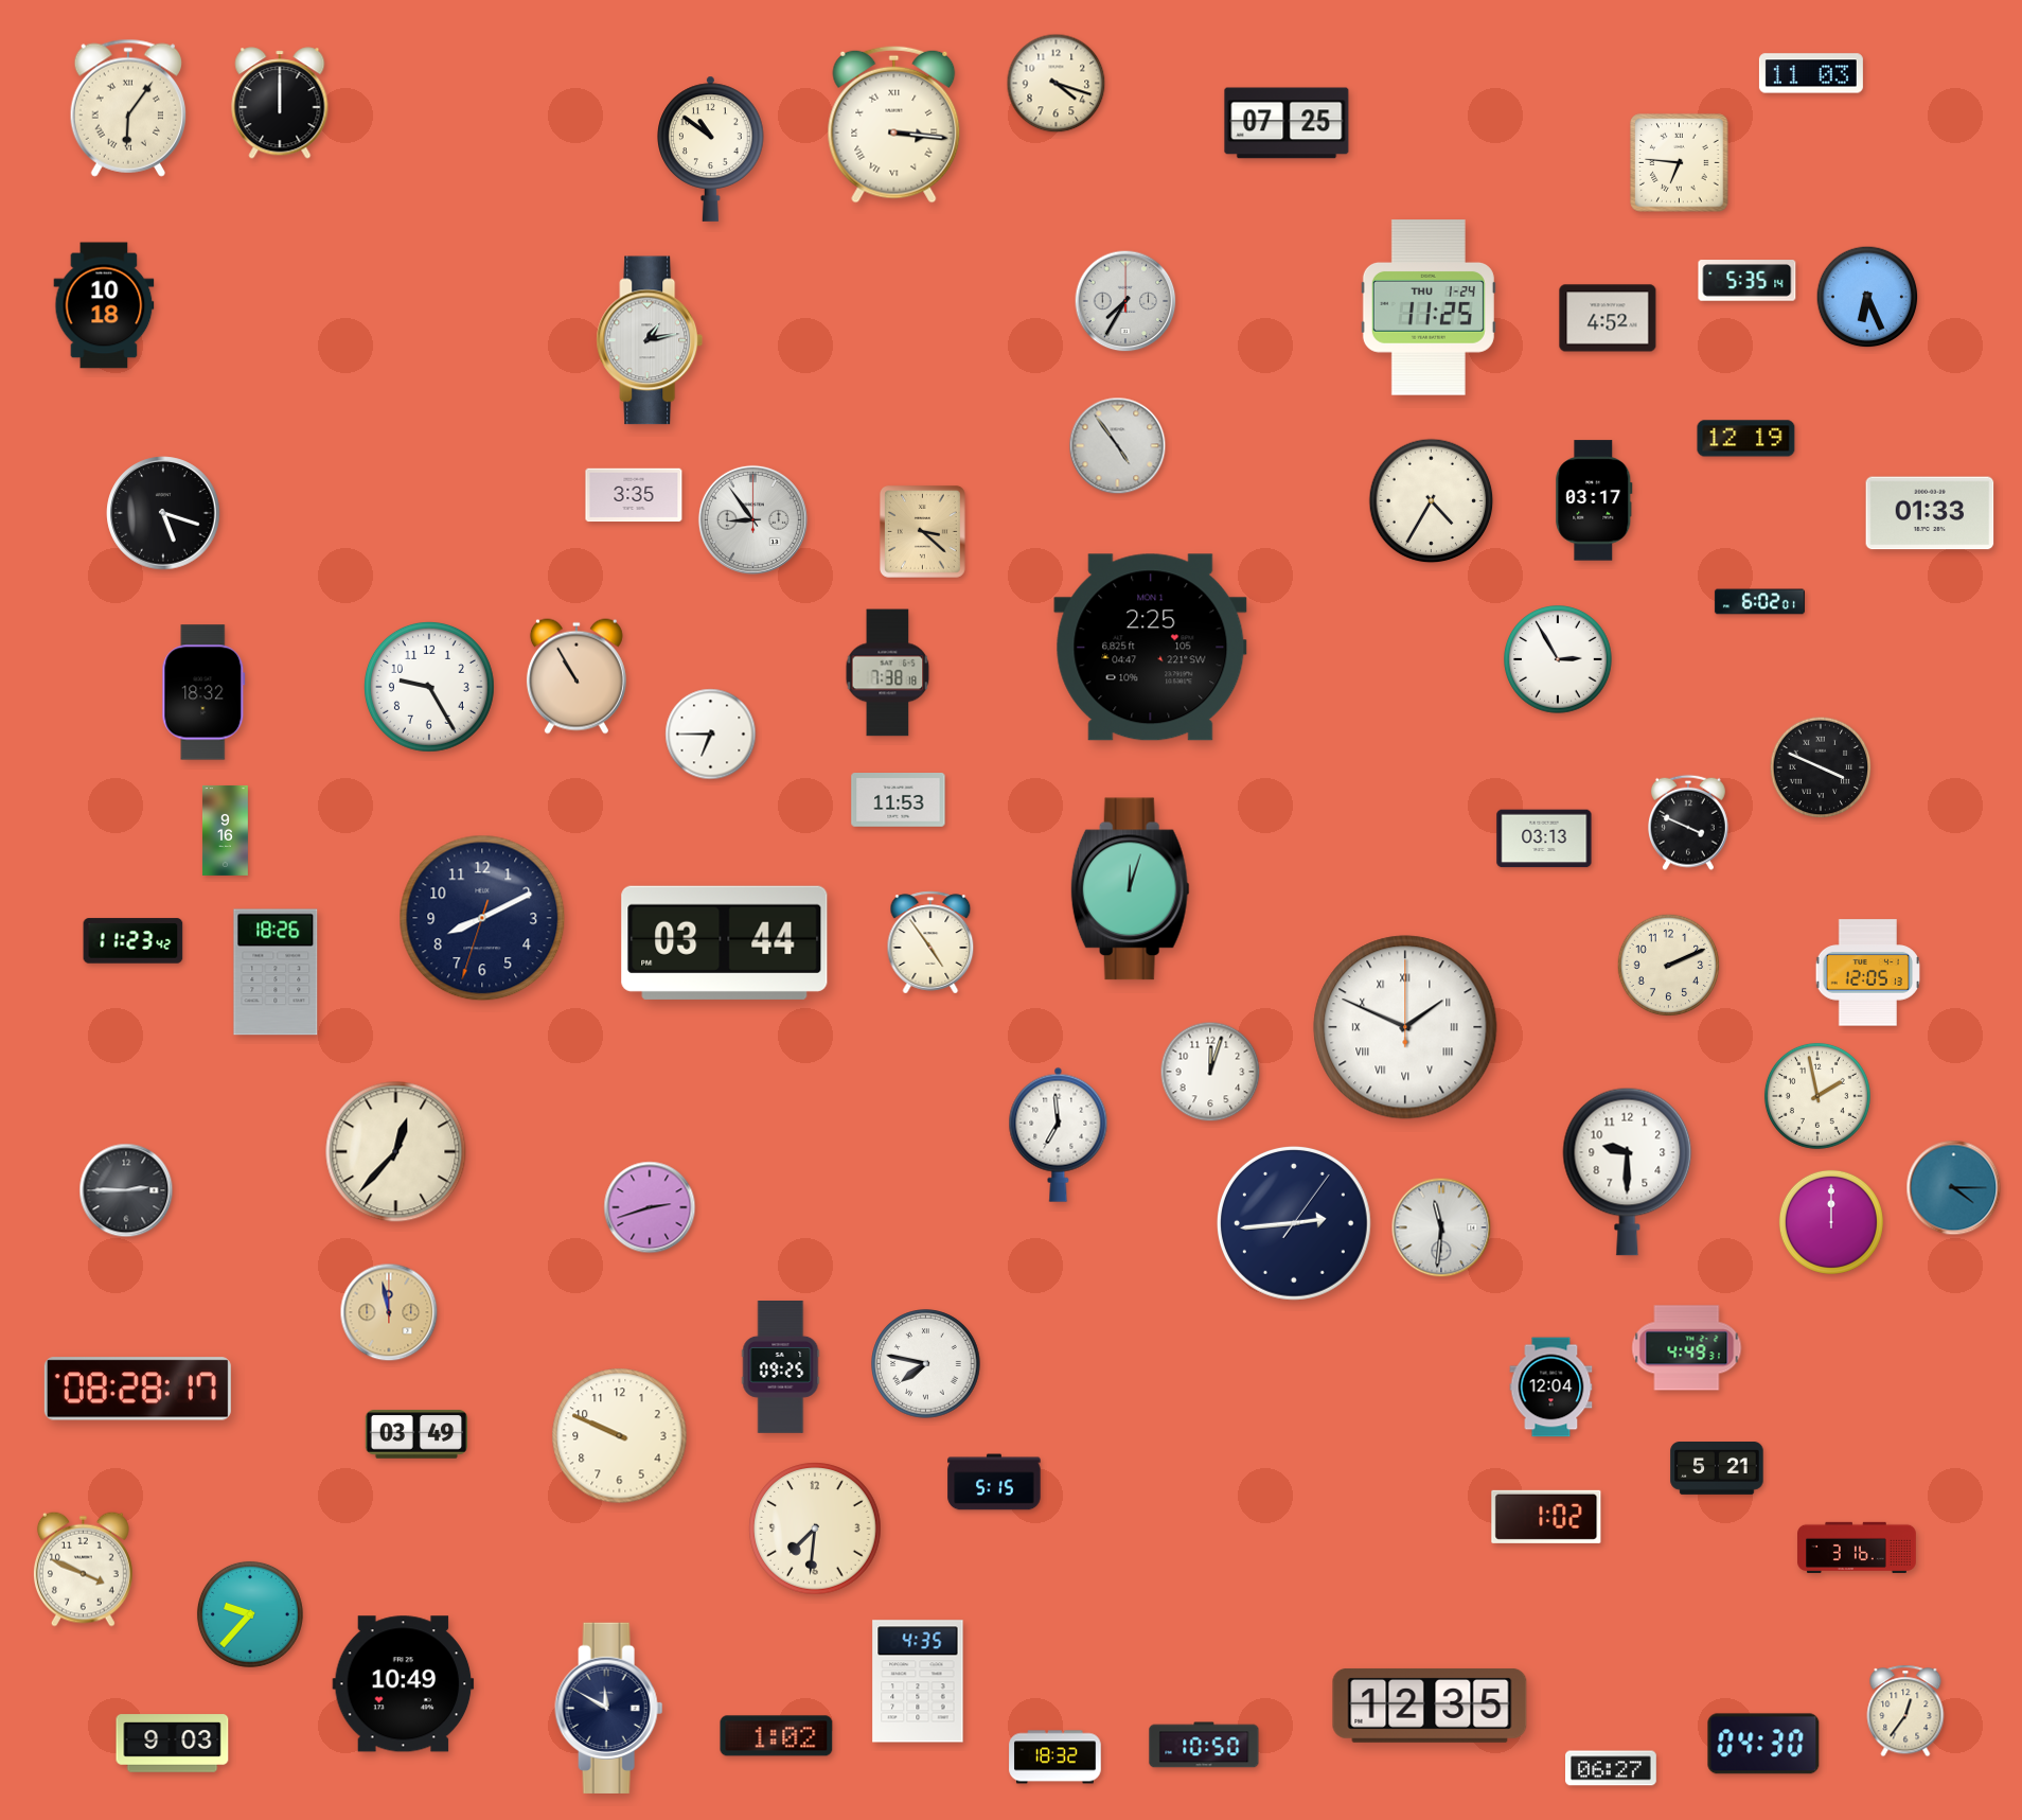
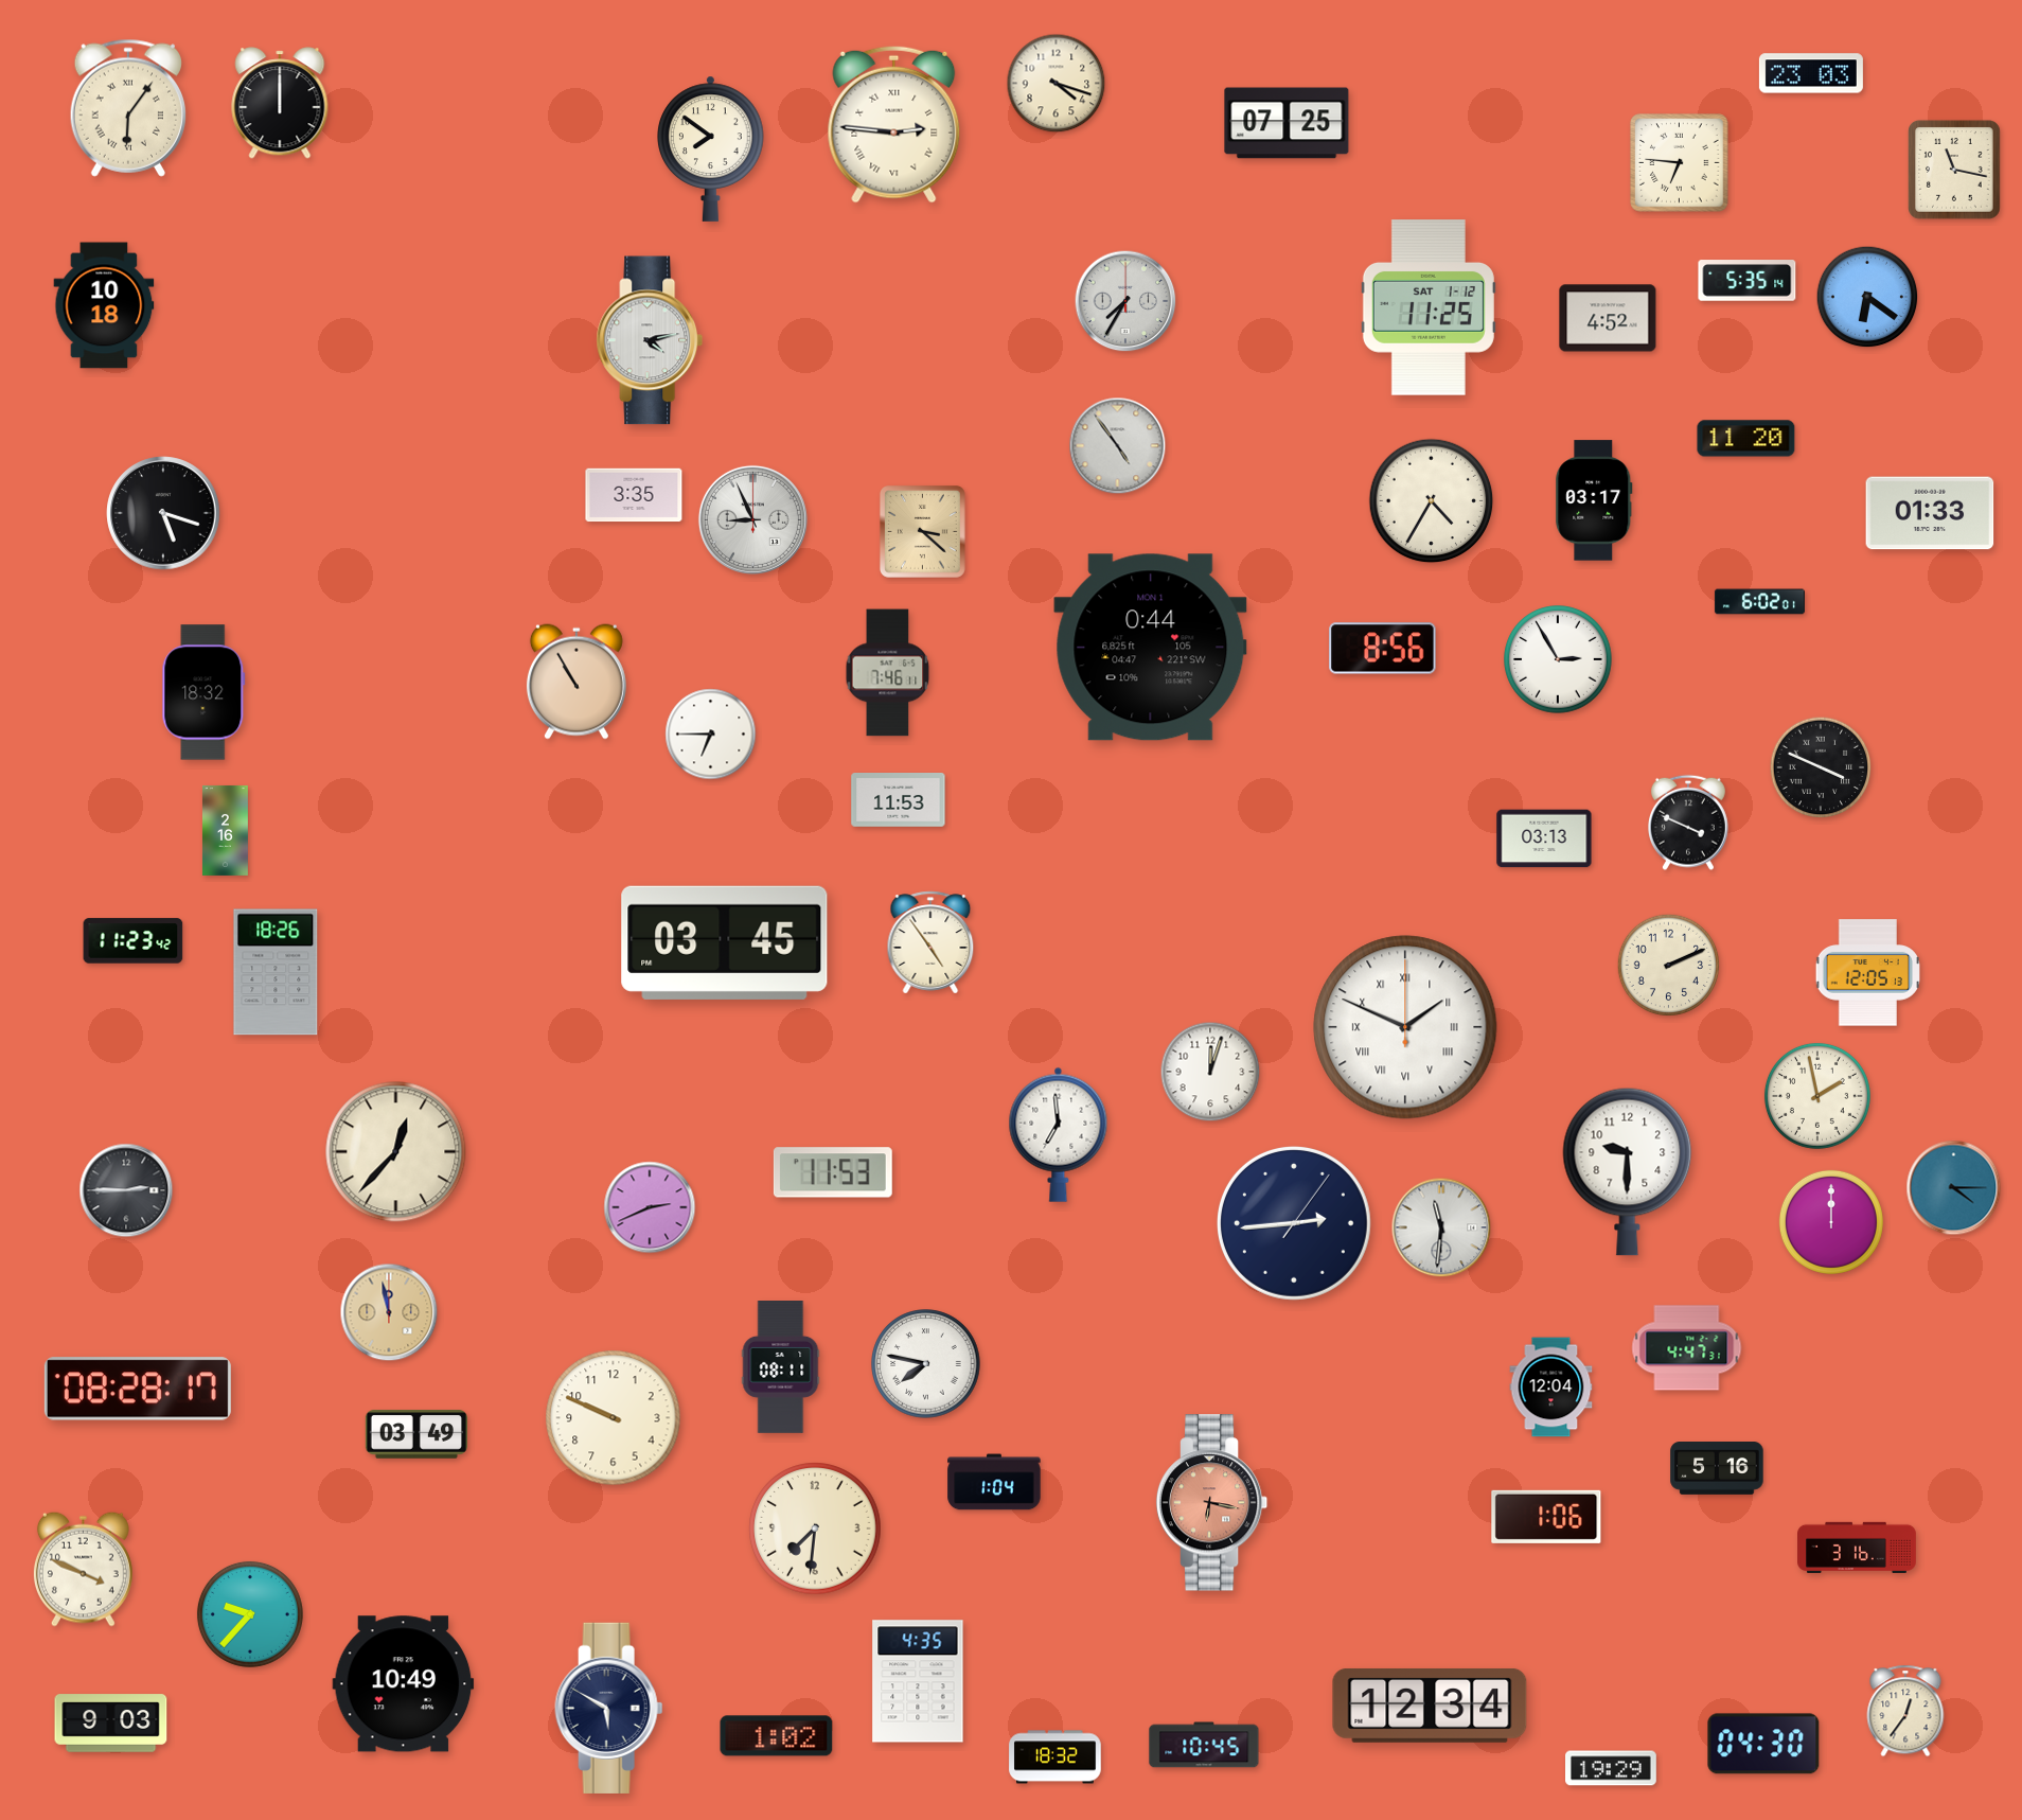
clock at (1811, 73): 11:03 -> 23:03
clock at (894, 124): 3:16 -> 2:46
clock at (711, 148): 10:51 -> 7:51
clock at (1954, 170): none -> 11:17
clock at (1867, 297): 6:26 -> 6:21
clock at (1429, 307) date: THU 1-24 -> SAT 1-12
clock at (650, 340): 1:13 -> 4:13
clock at (1746, 439): 12:19 -> 11:20
clock at (752, 519): 8:54 -> 8:56
clock at (1151, 648): 2:25 -> 0:44
clock at (1383, 649): none -> 8:56
clock at (888, 673): 7:38 -> 7:46
clock at (577, 676) position: (577, 676) -> (577, 682)
clock at (429, 687): 9:25 -> none
clock at (225, 830): 9:16 -> 2:16
clock at (1130, 889): 12:03 -> none
clock at (482, 918): 8:10 -> none
clock at (725, 942): 03:44 -> 03:45
clock at (833, 1172): none -> 11:53
clock at (650, 1207): 2:42 -> 2:41
clock at (1687, 1348): 4:49 -> 4:47
clock at (781, 1367): 09:25 -> 08:11
clock at (620, 1436) position: (620, 1436) -> (614, 1418)
clock at (1717, 1469): 5:21 -> 5:16
clock at (994, 1482): 5:15 -> 1:04
clock at (1212, 1503): none -> 6:17
clock at (1546, 1517): 1:02 -> 1:06
clock at (1430, 1706): 12:35 -> 12:34
clock at (609, 1708): 11:50 -> 5:50
clock at (173, 1744) position: (173, 1744) -> (111, 1724)
clock at (1204, 1745): 10:50 -> 10:45
clock at (1612, 1768): 06:27 -> 19:29
